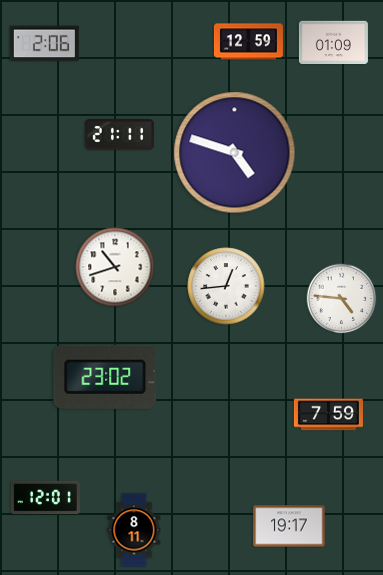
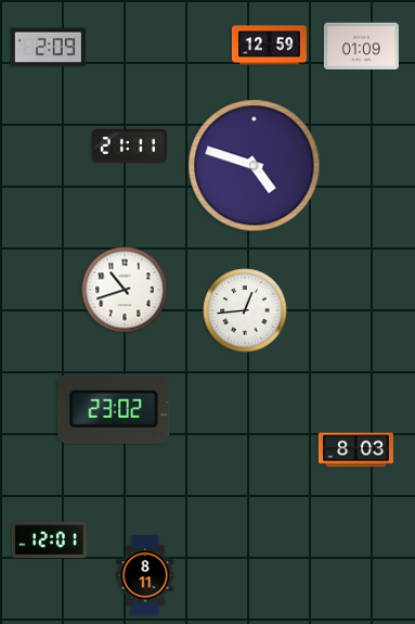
clock at (44, 44): 2:06 -> 2:09
clock at (342, 299): 4:46 -> none
clock at (328, 415): 7:59 -> 8:03
clock at (289, 526): 19:17 -> none
